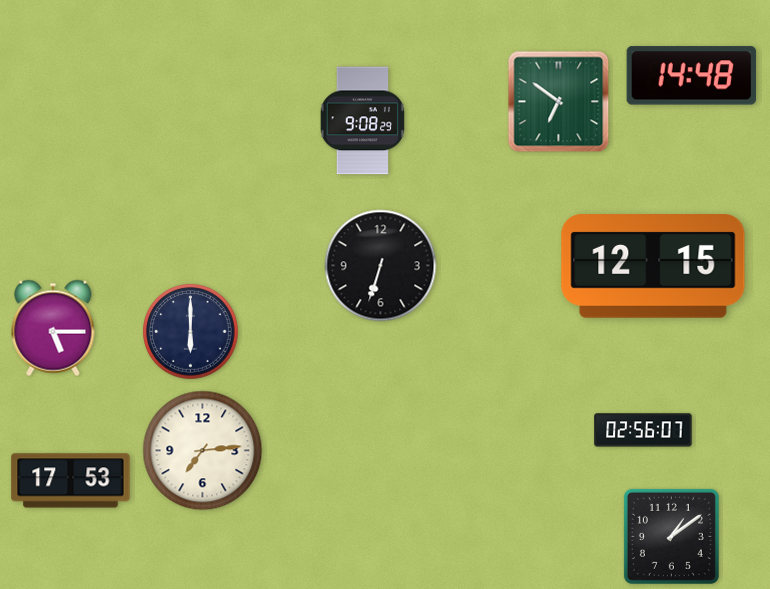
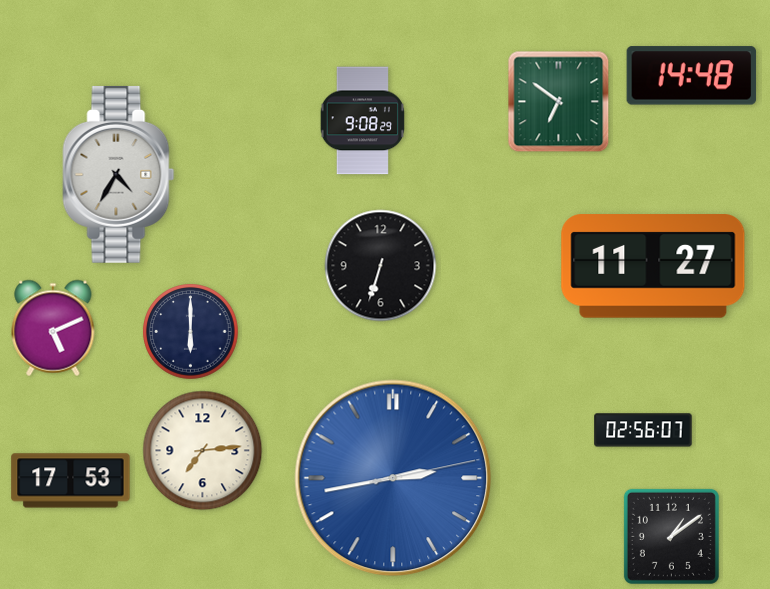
clock at (119, 174): none -> 4:35
clock at (653, 266): 12:15 -> 11:27
clock at (53, 328): 5:15 -> 5:11
clock at (393, 478): none -> 2:43
